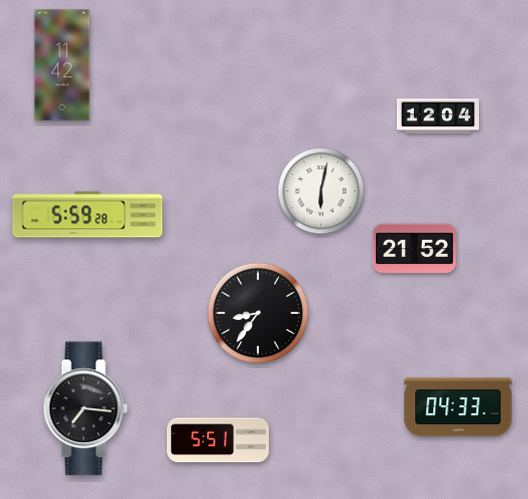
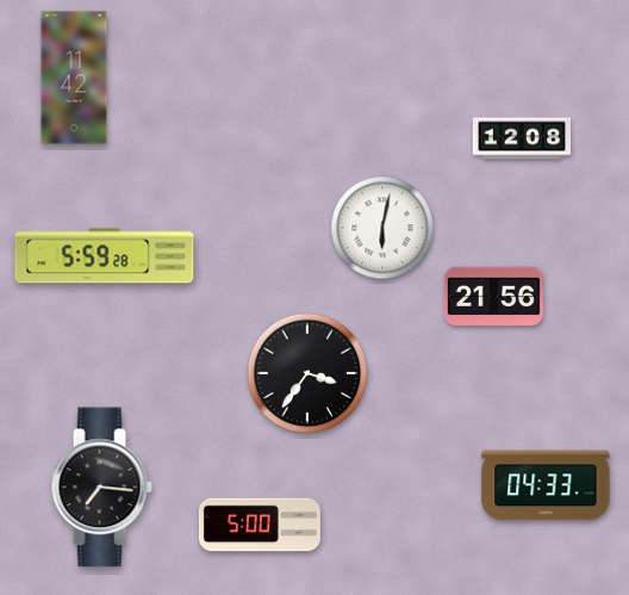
clock at (437, 116): 12:04 -> 12:08
clock at (414, 249): 21:52 -> 21:56
clock at (258, 313): 8:36 -> 3:36
clock at (218, 440): 5:51 -> 5:00
